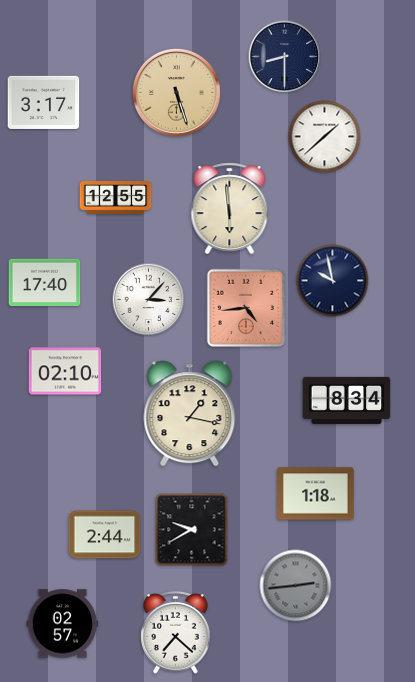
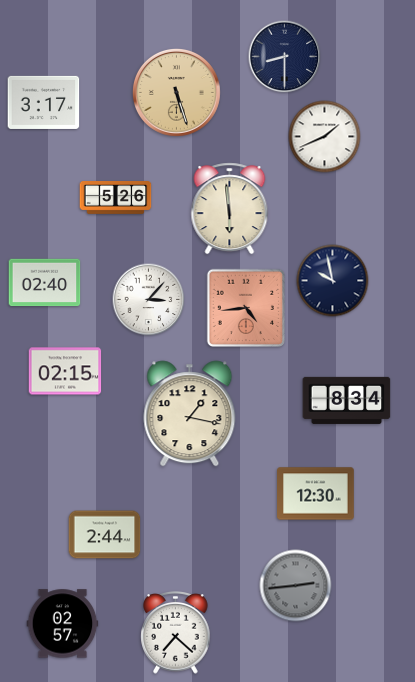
clock at (325, 137): 1:38 -> 1:41
clock at (116, 198): 12:55 -> 5:26
clock at (45, 283): 17:40 -> 02:40
clock at (65, 371): 02:10 -> 02:15
clock at (316, 494): 1:18 -> 12:30
clock at (192, 530): 9:40 -> none
